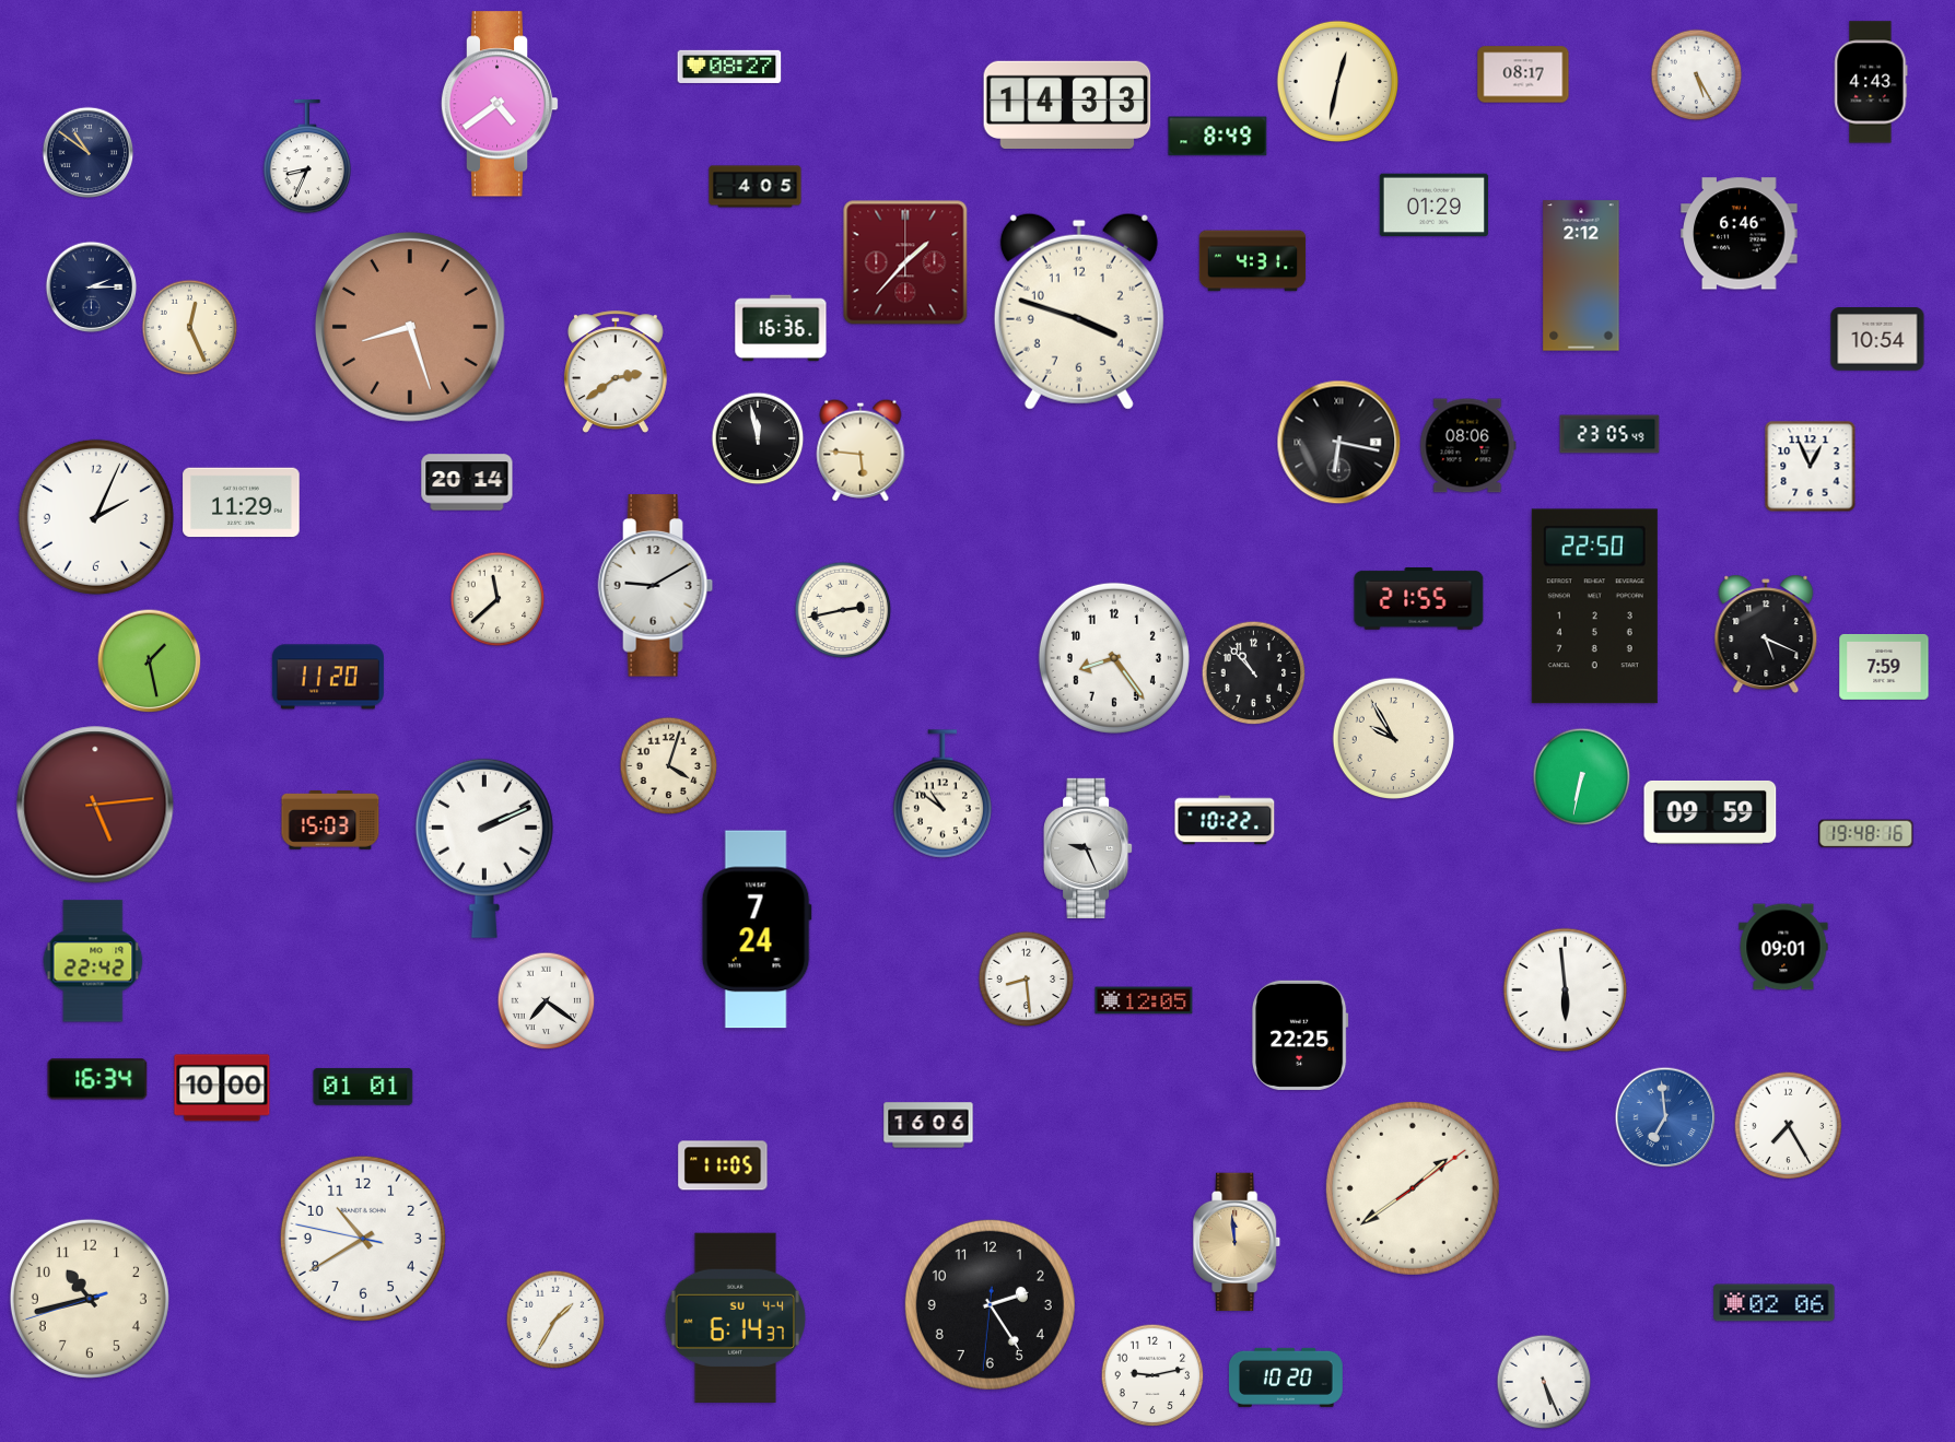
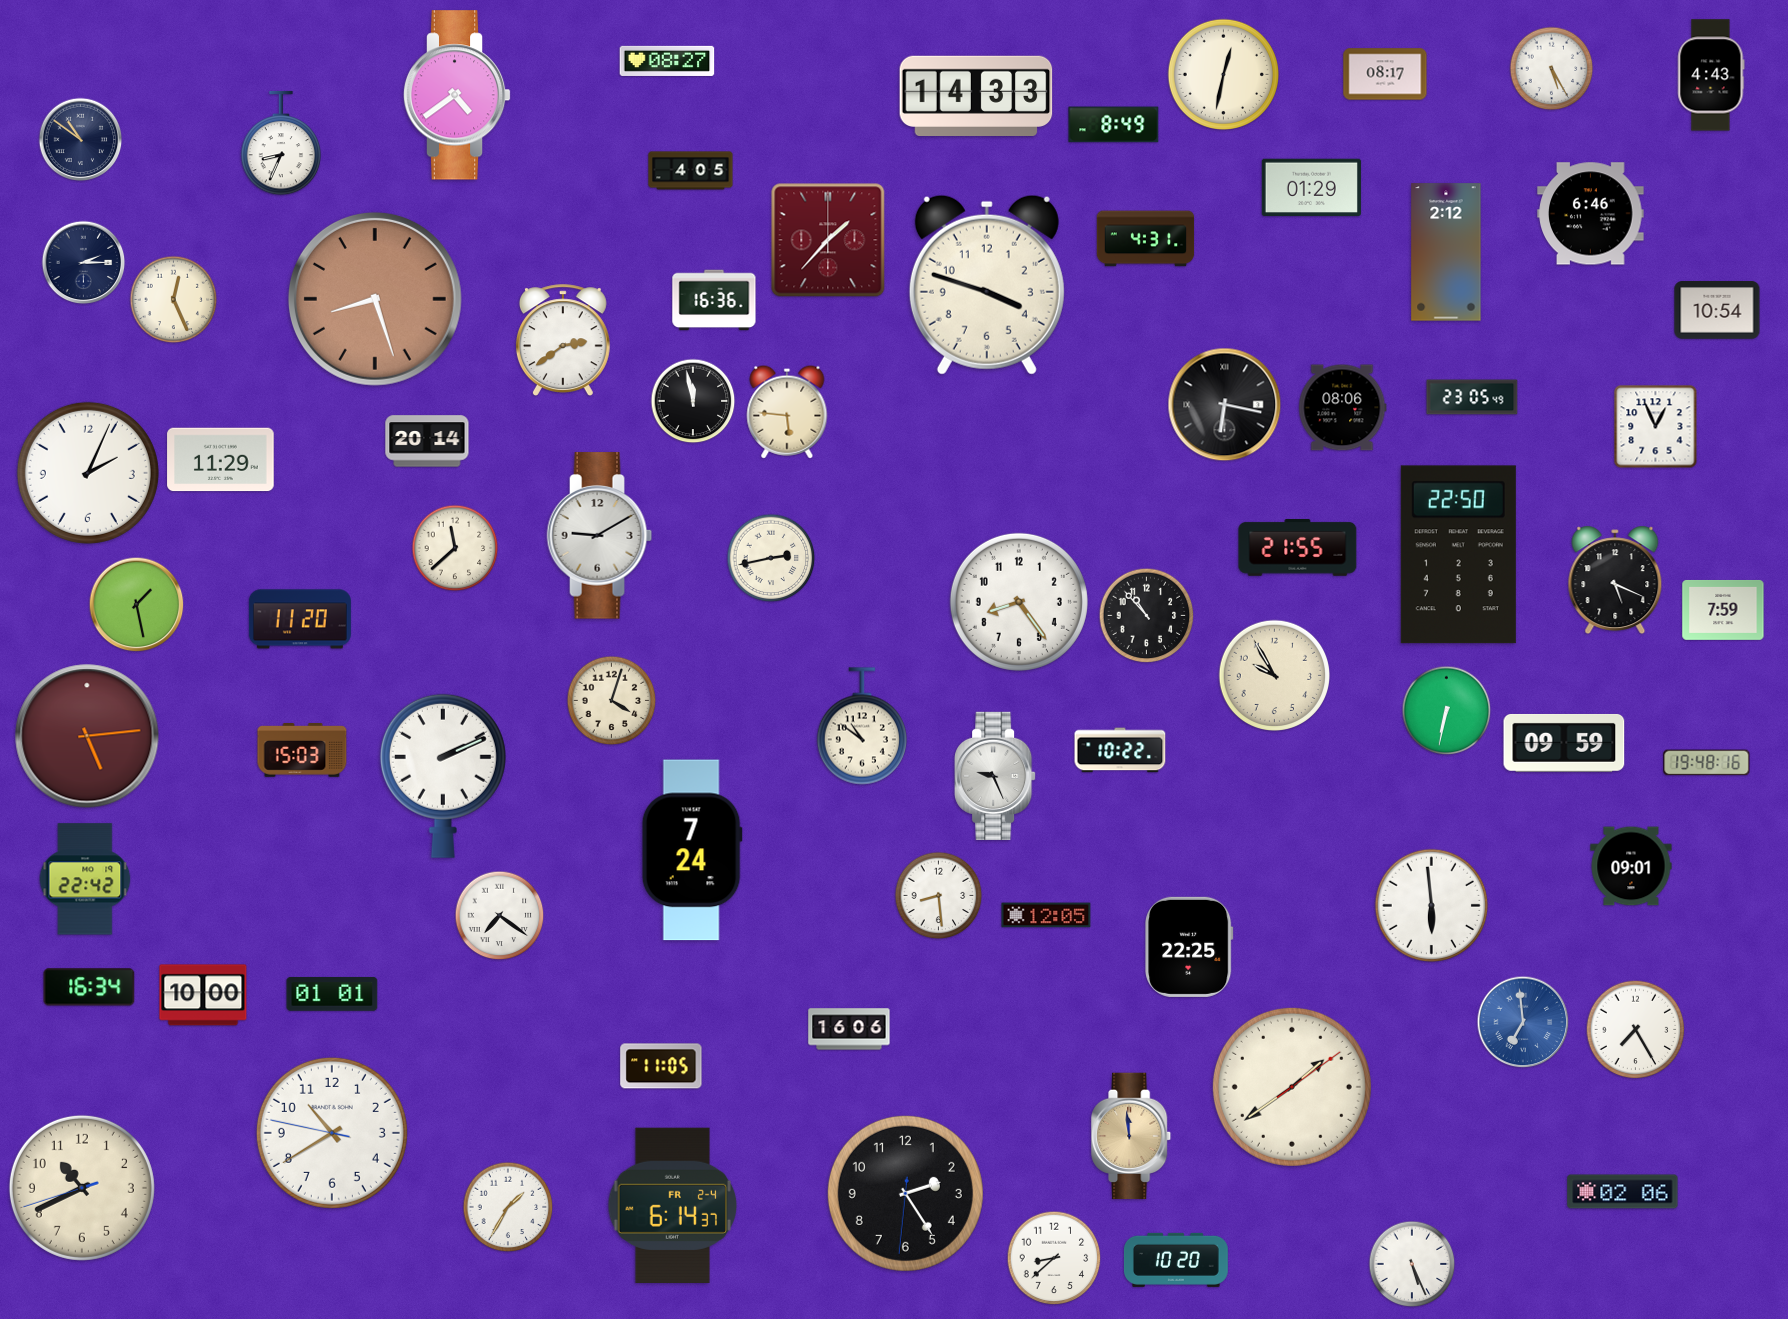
clock at (1523, 74) position: (1523, 74) -> (1385, 74)
clock at (90, 1299): 10:42 -> 10:40
clock at (736, 1317) date: SU 4-4 -> FR 2-4
clock at (1152, 1375): 9:13 -> 8:38
